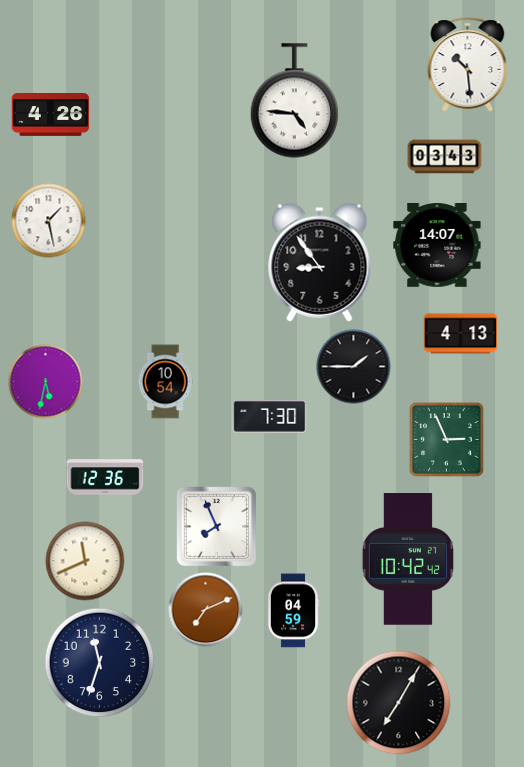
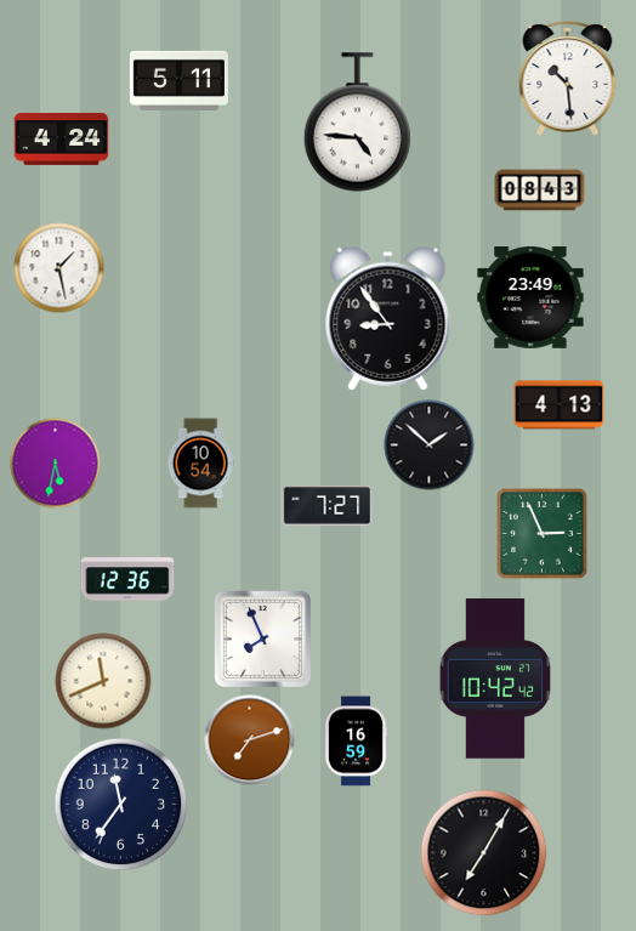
clock at (178, 80): none -> 5:11
clock at (51, 115): 4:26 -> 4:24
clock at (445, 157): 03:43 -> 08:43
clock at (437, 246): 14:07 -> 23:49
clock at (354, 367): 1:45 -> 1:52
clock at (270, 417): 7:30 -> 7:27
clock at (206, 610): 7:11 -> 7:12
clock at (293, 611): 04:59 -> 16:59
clock at (100, 663): 11:33 -> 11:36
